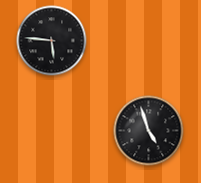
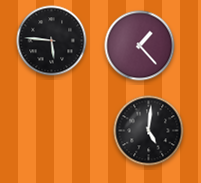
clock at (140, 46): none -> 1:23
clock at (149, 131): 4:57 -> 5:01
